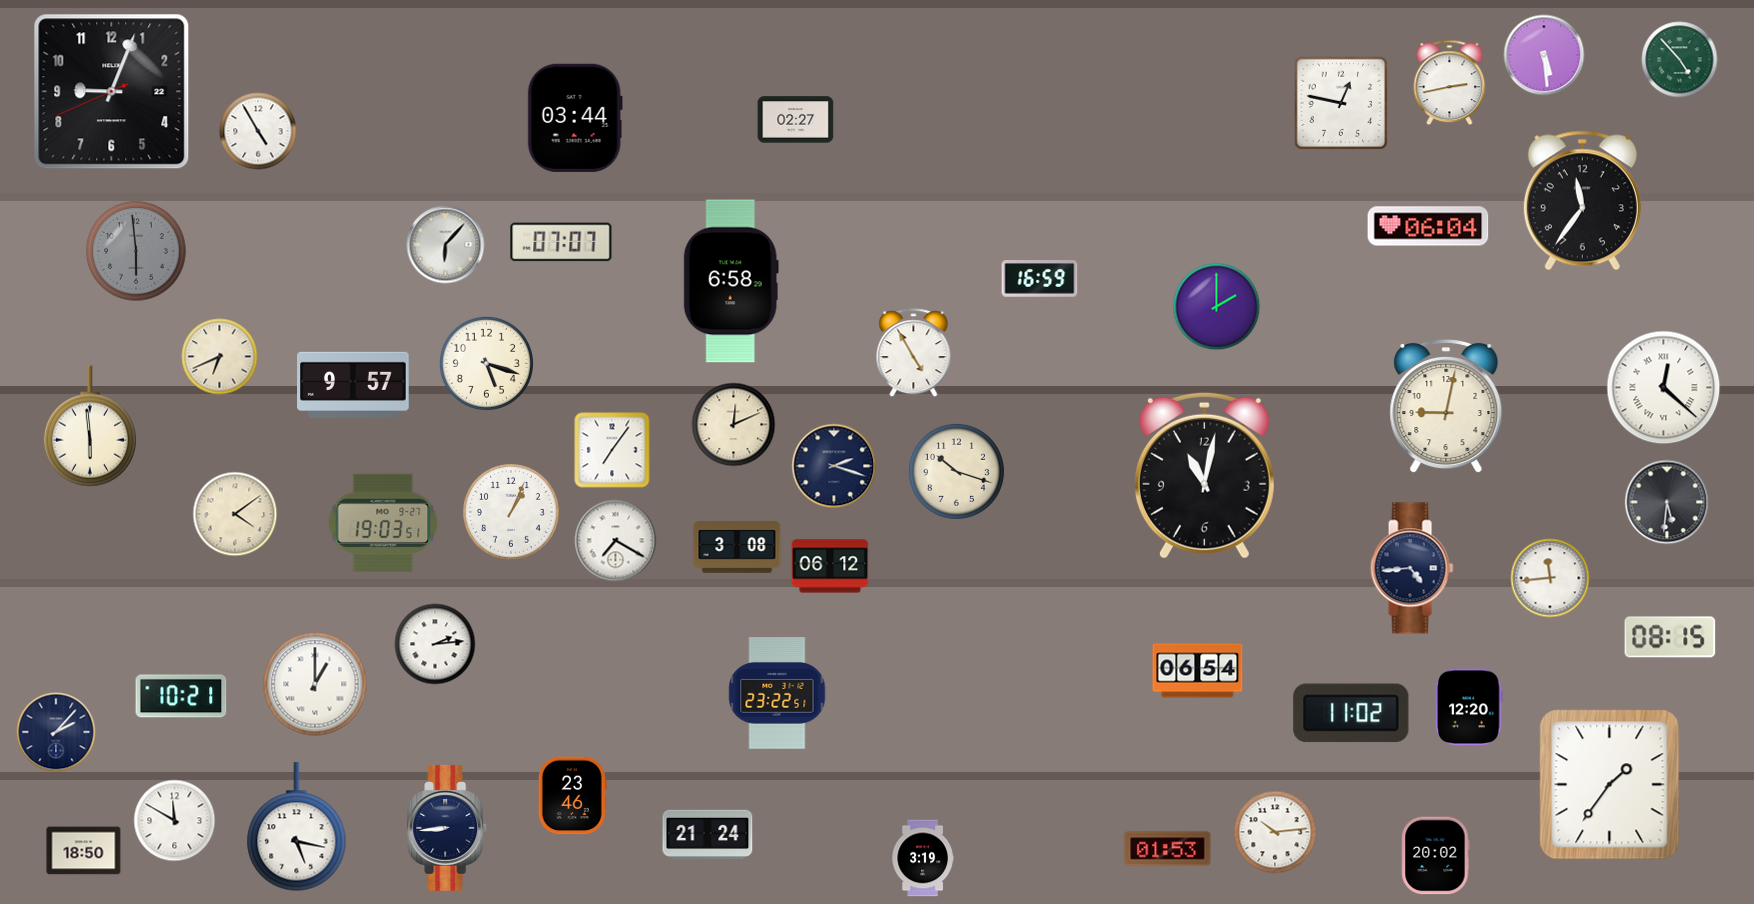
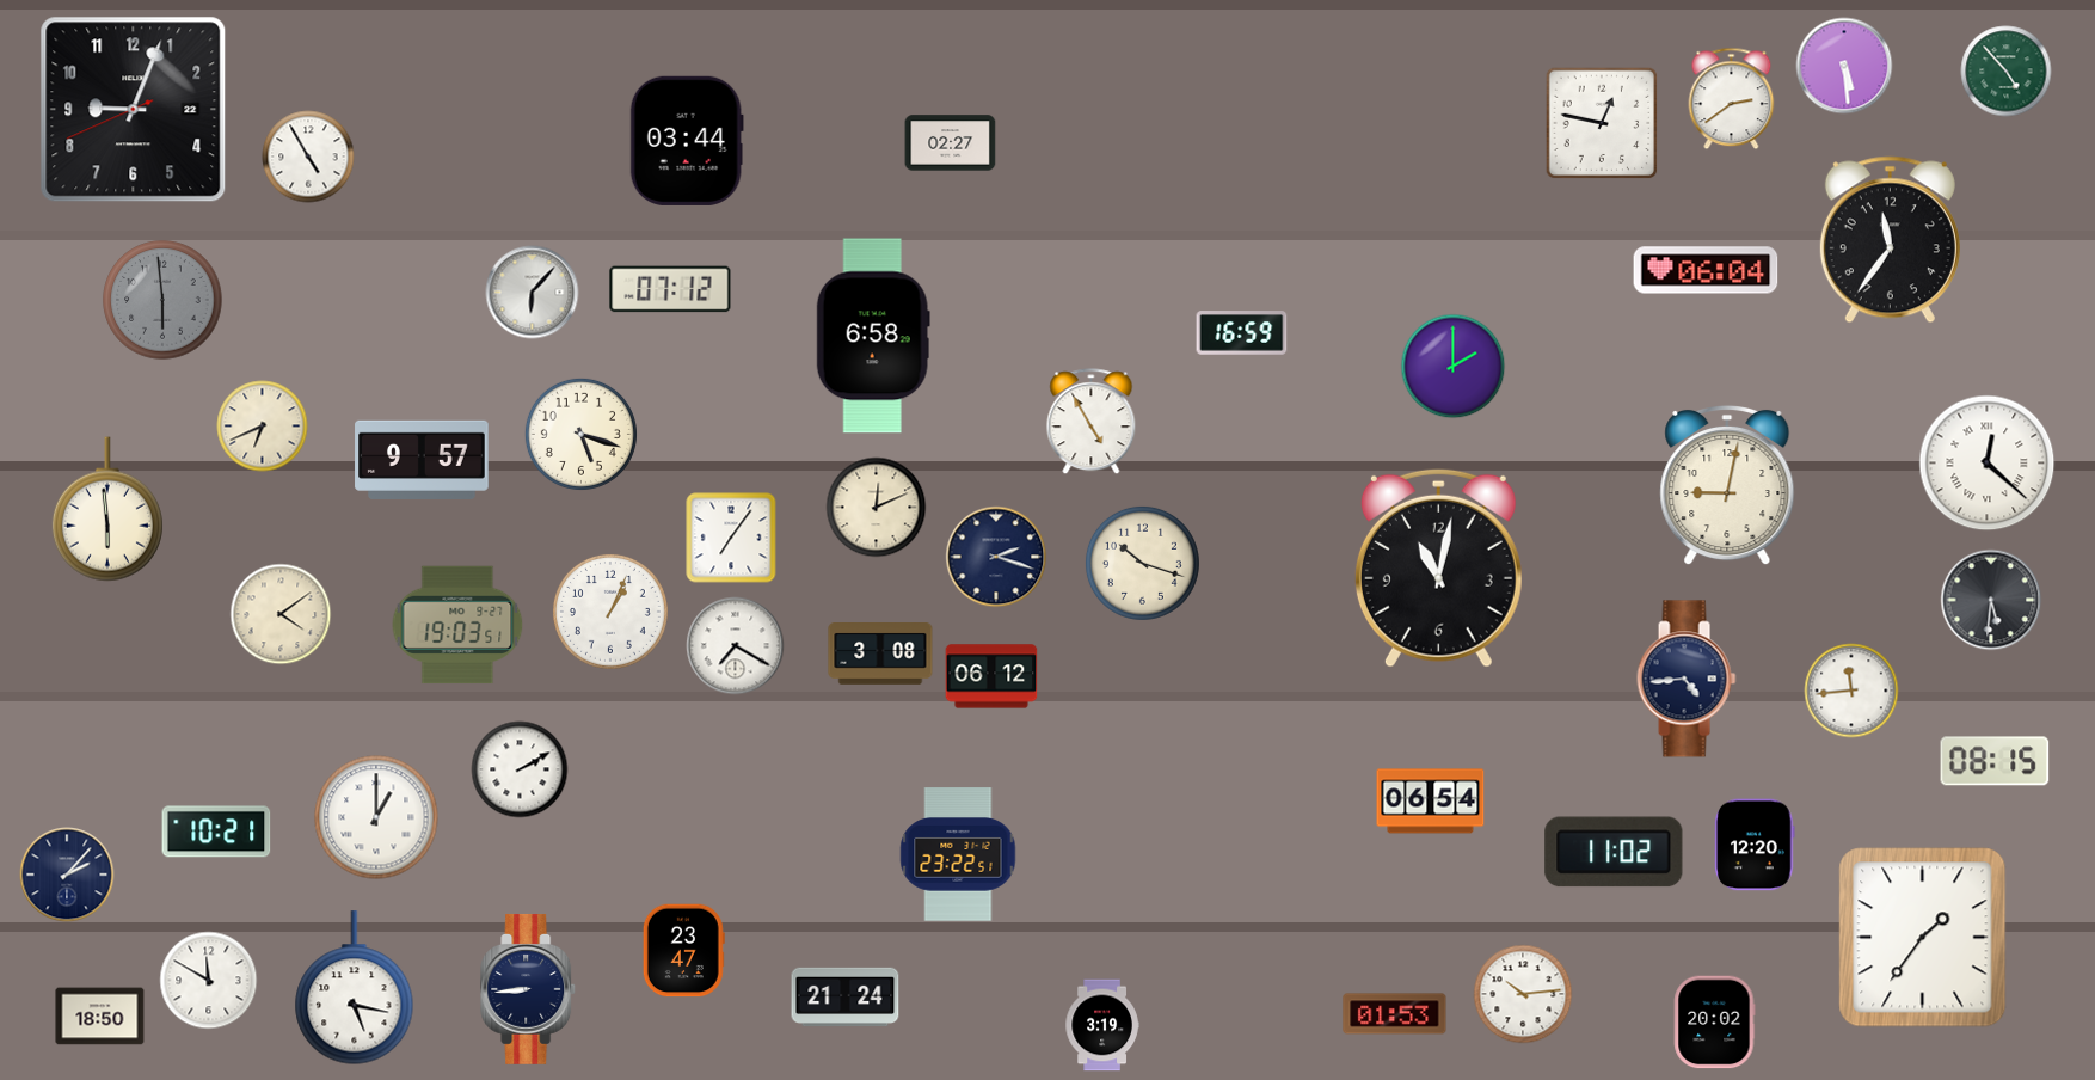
clock at (1450, 83): 2:43 -> 2:39
clock at (561, 242): 07:07 -> 07:12
clock at (435, 644): 2:14 -> 2:10
clock at (777, 693) position: (777, 693) -> (958, 854)
clock at (572, 796): 23:46 -> 23:47
clock at (448, 828) position: (448, 828) -> (529, 989)
